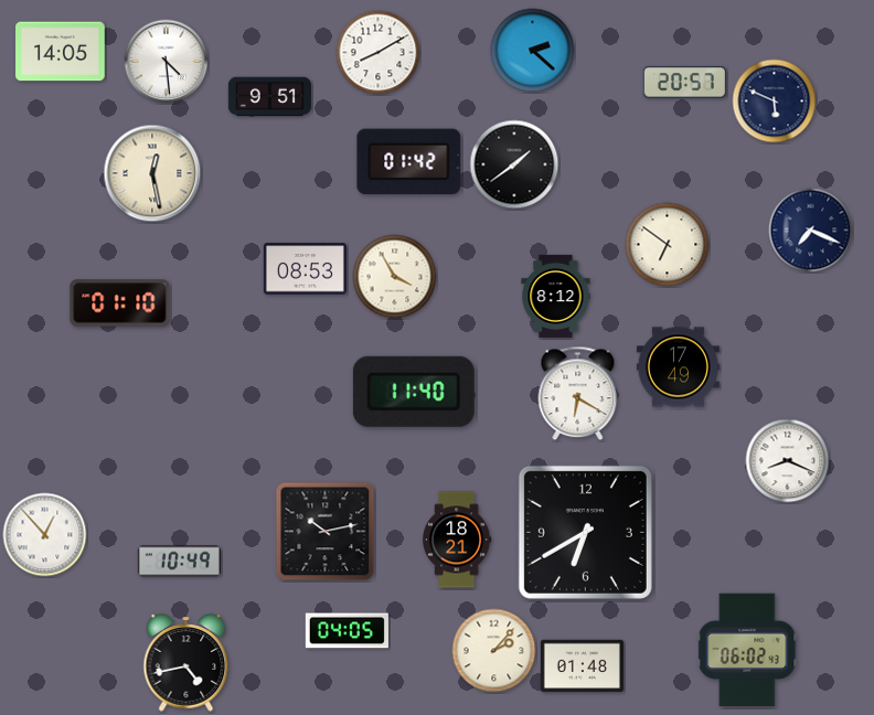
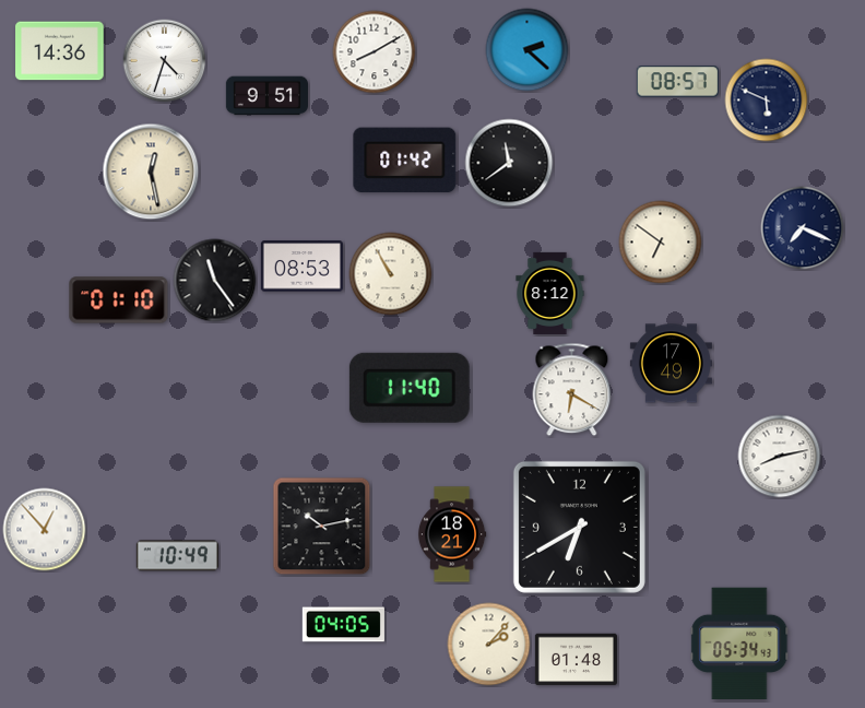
clock at (61, 52): 14:05 -> 14:36
clock at (167, 62): 4:29 -> 4:33
clock at (684, 83): 20:57 -> 08:57
clock at (514, 164): 1:39 -> 11:39
clock at (395, 277): 3:55 -> 10:55
clock at (215, 281): none -> 11:24
clock at (788, 461): 8:19 -> 8:13
clock at (747, 650): 06:02 -> 05:34
clock at (186, 663): 4:43 -> none
